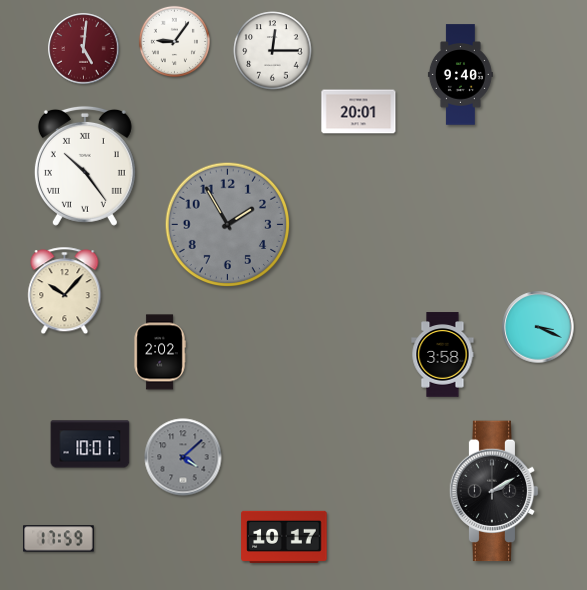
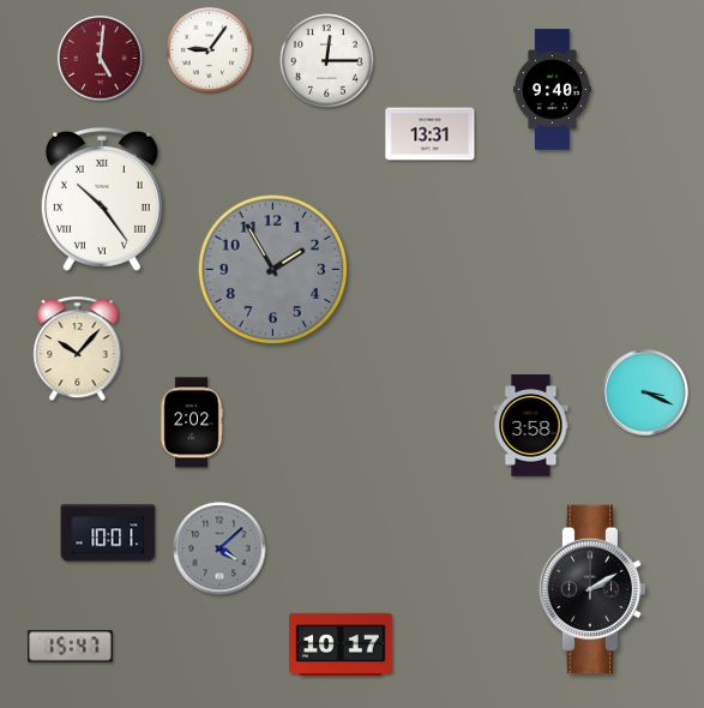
clock at (359, 112): 20:01 -> 13:31
clock at (59, 539): 17:59 -> 15:47
